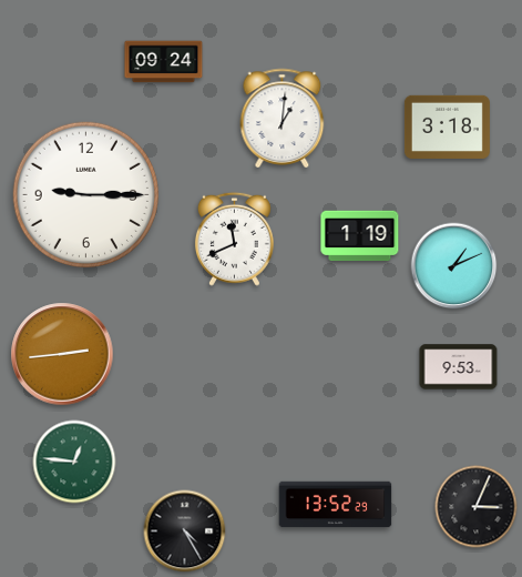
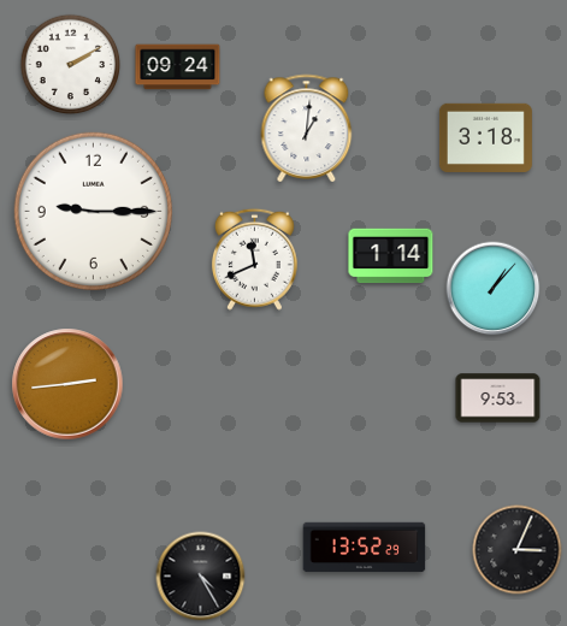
clock at (71, 65): none -> 2:10
clock at (360, 236): 1:19 -> 1:14
clock at (454, 266): 1:11 -> 1:07
clock at (74, 462): 12:46 -> none
